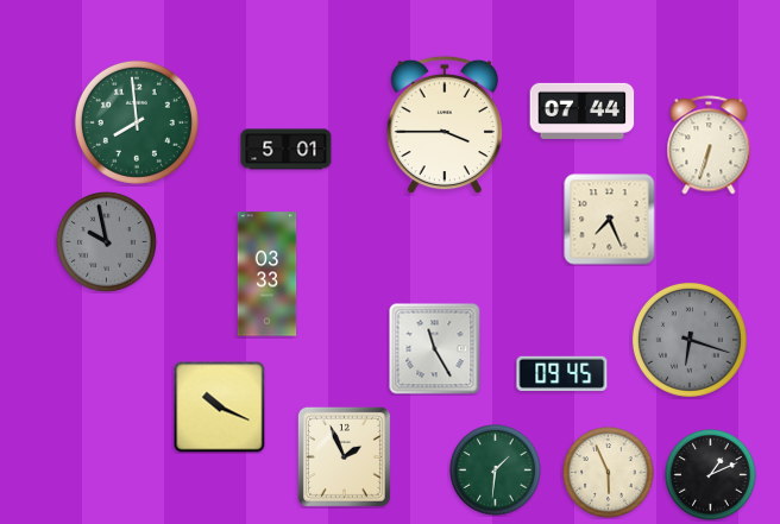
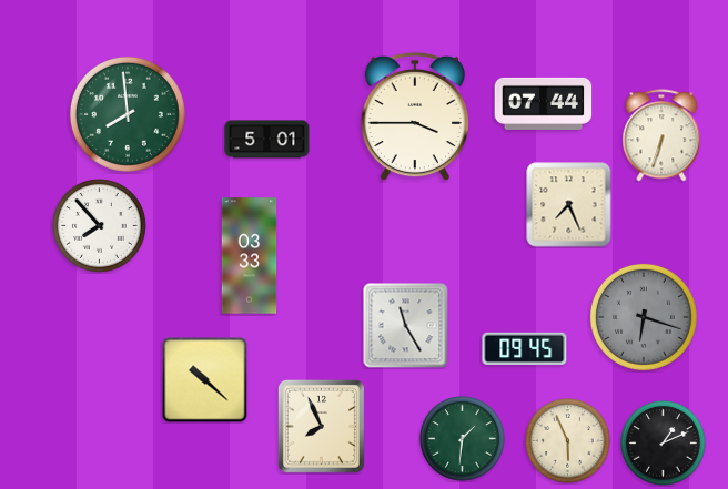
clock at (107, 242): 9:58 -> 7:53
clock at (107, 242) dial: grey -> white
clock at (220, 408): 10:19 -> 10:22
clock at (344, 456): 1:56 -> 7:56
